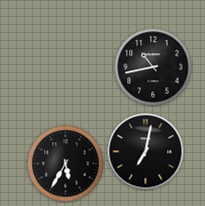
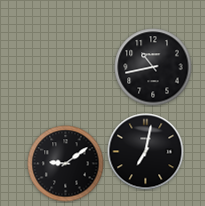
clock at (66, 164): 5:35 -> 9:09
